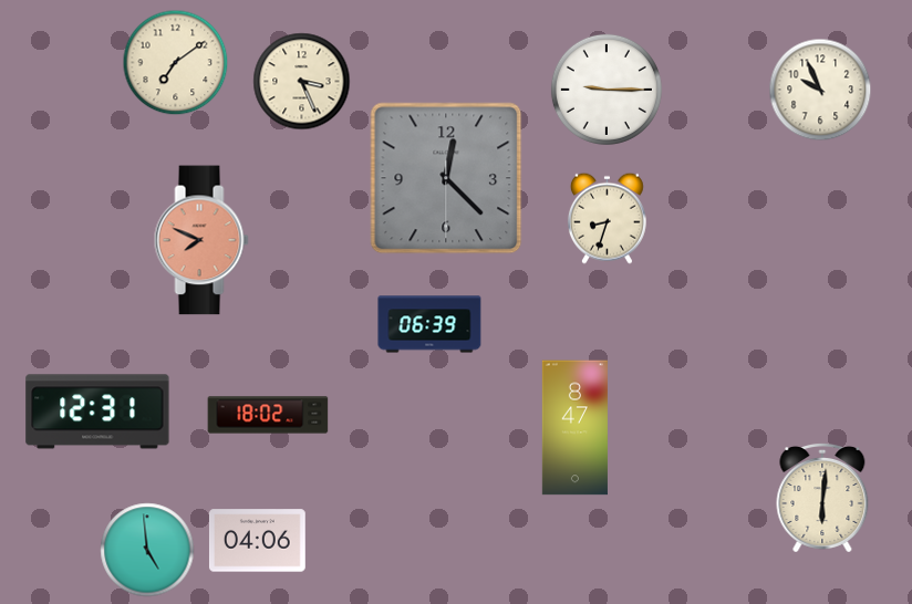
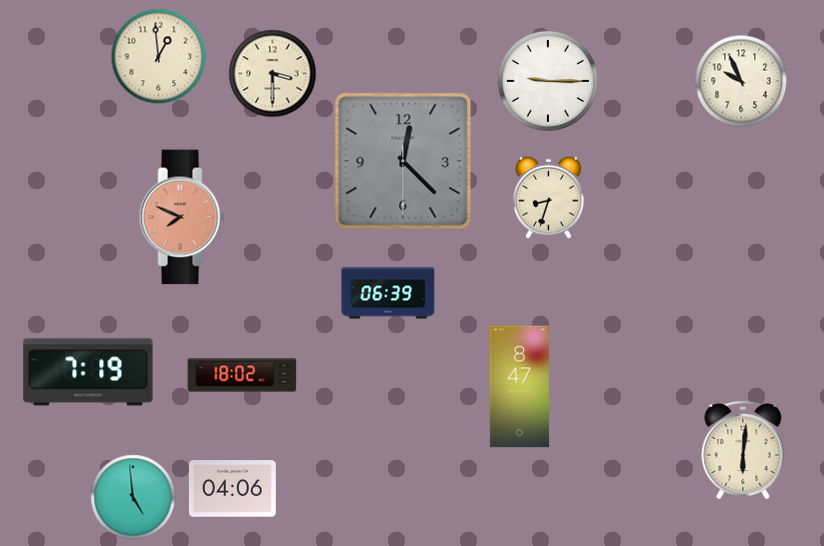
clock at (176, 63): 7:09 -> 12:59
clock at (302, 82): 3:26 -> 3:30
clock at (97, 412): 12:31 -> 7:19
